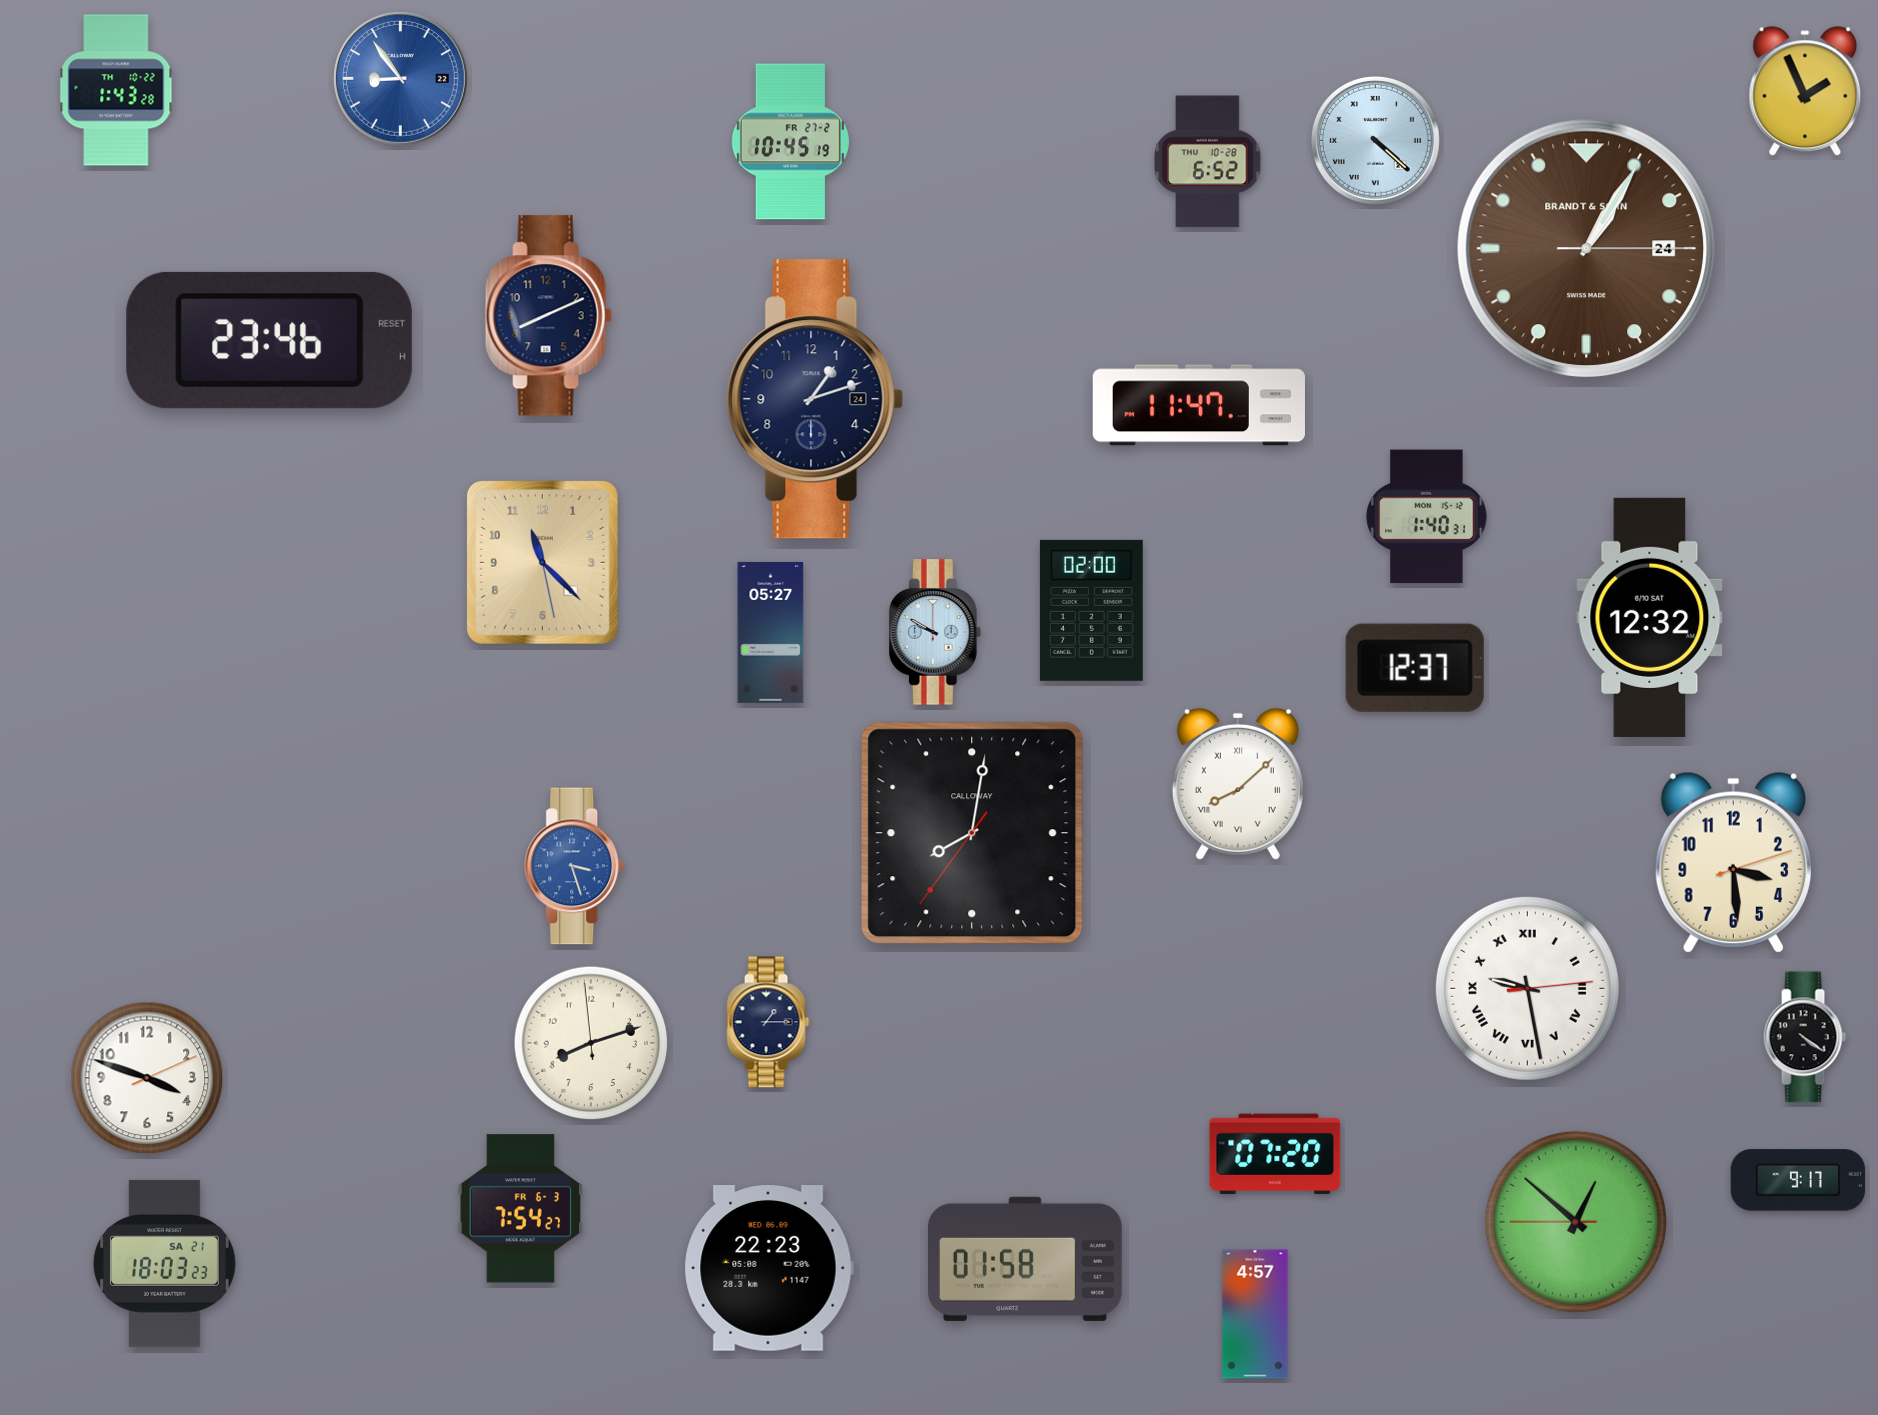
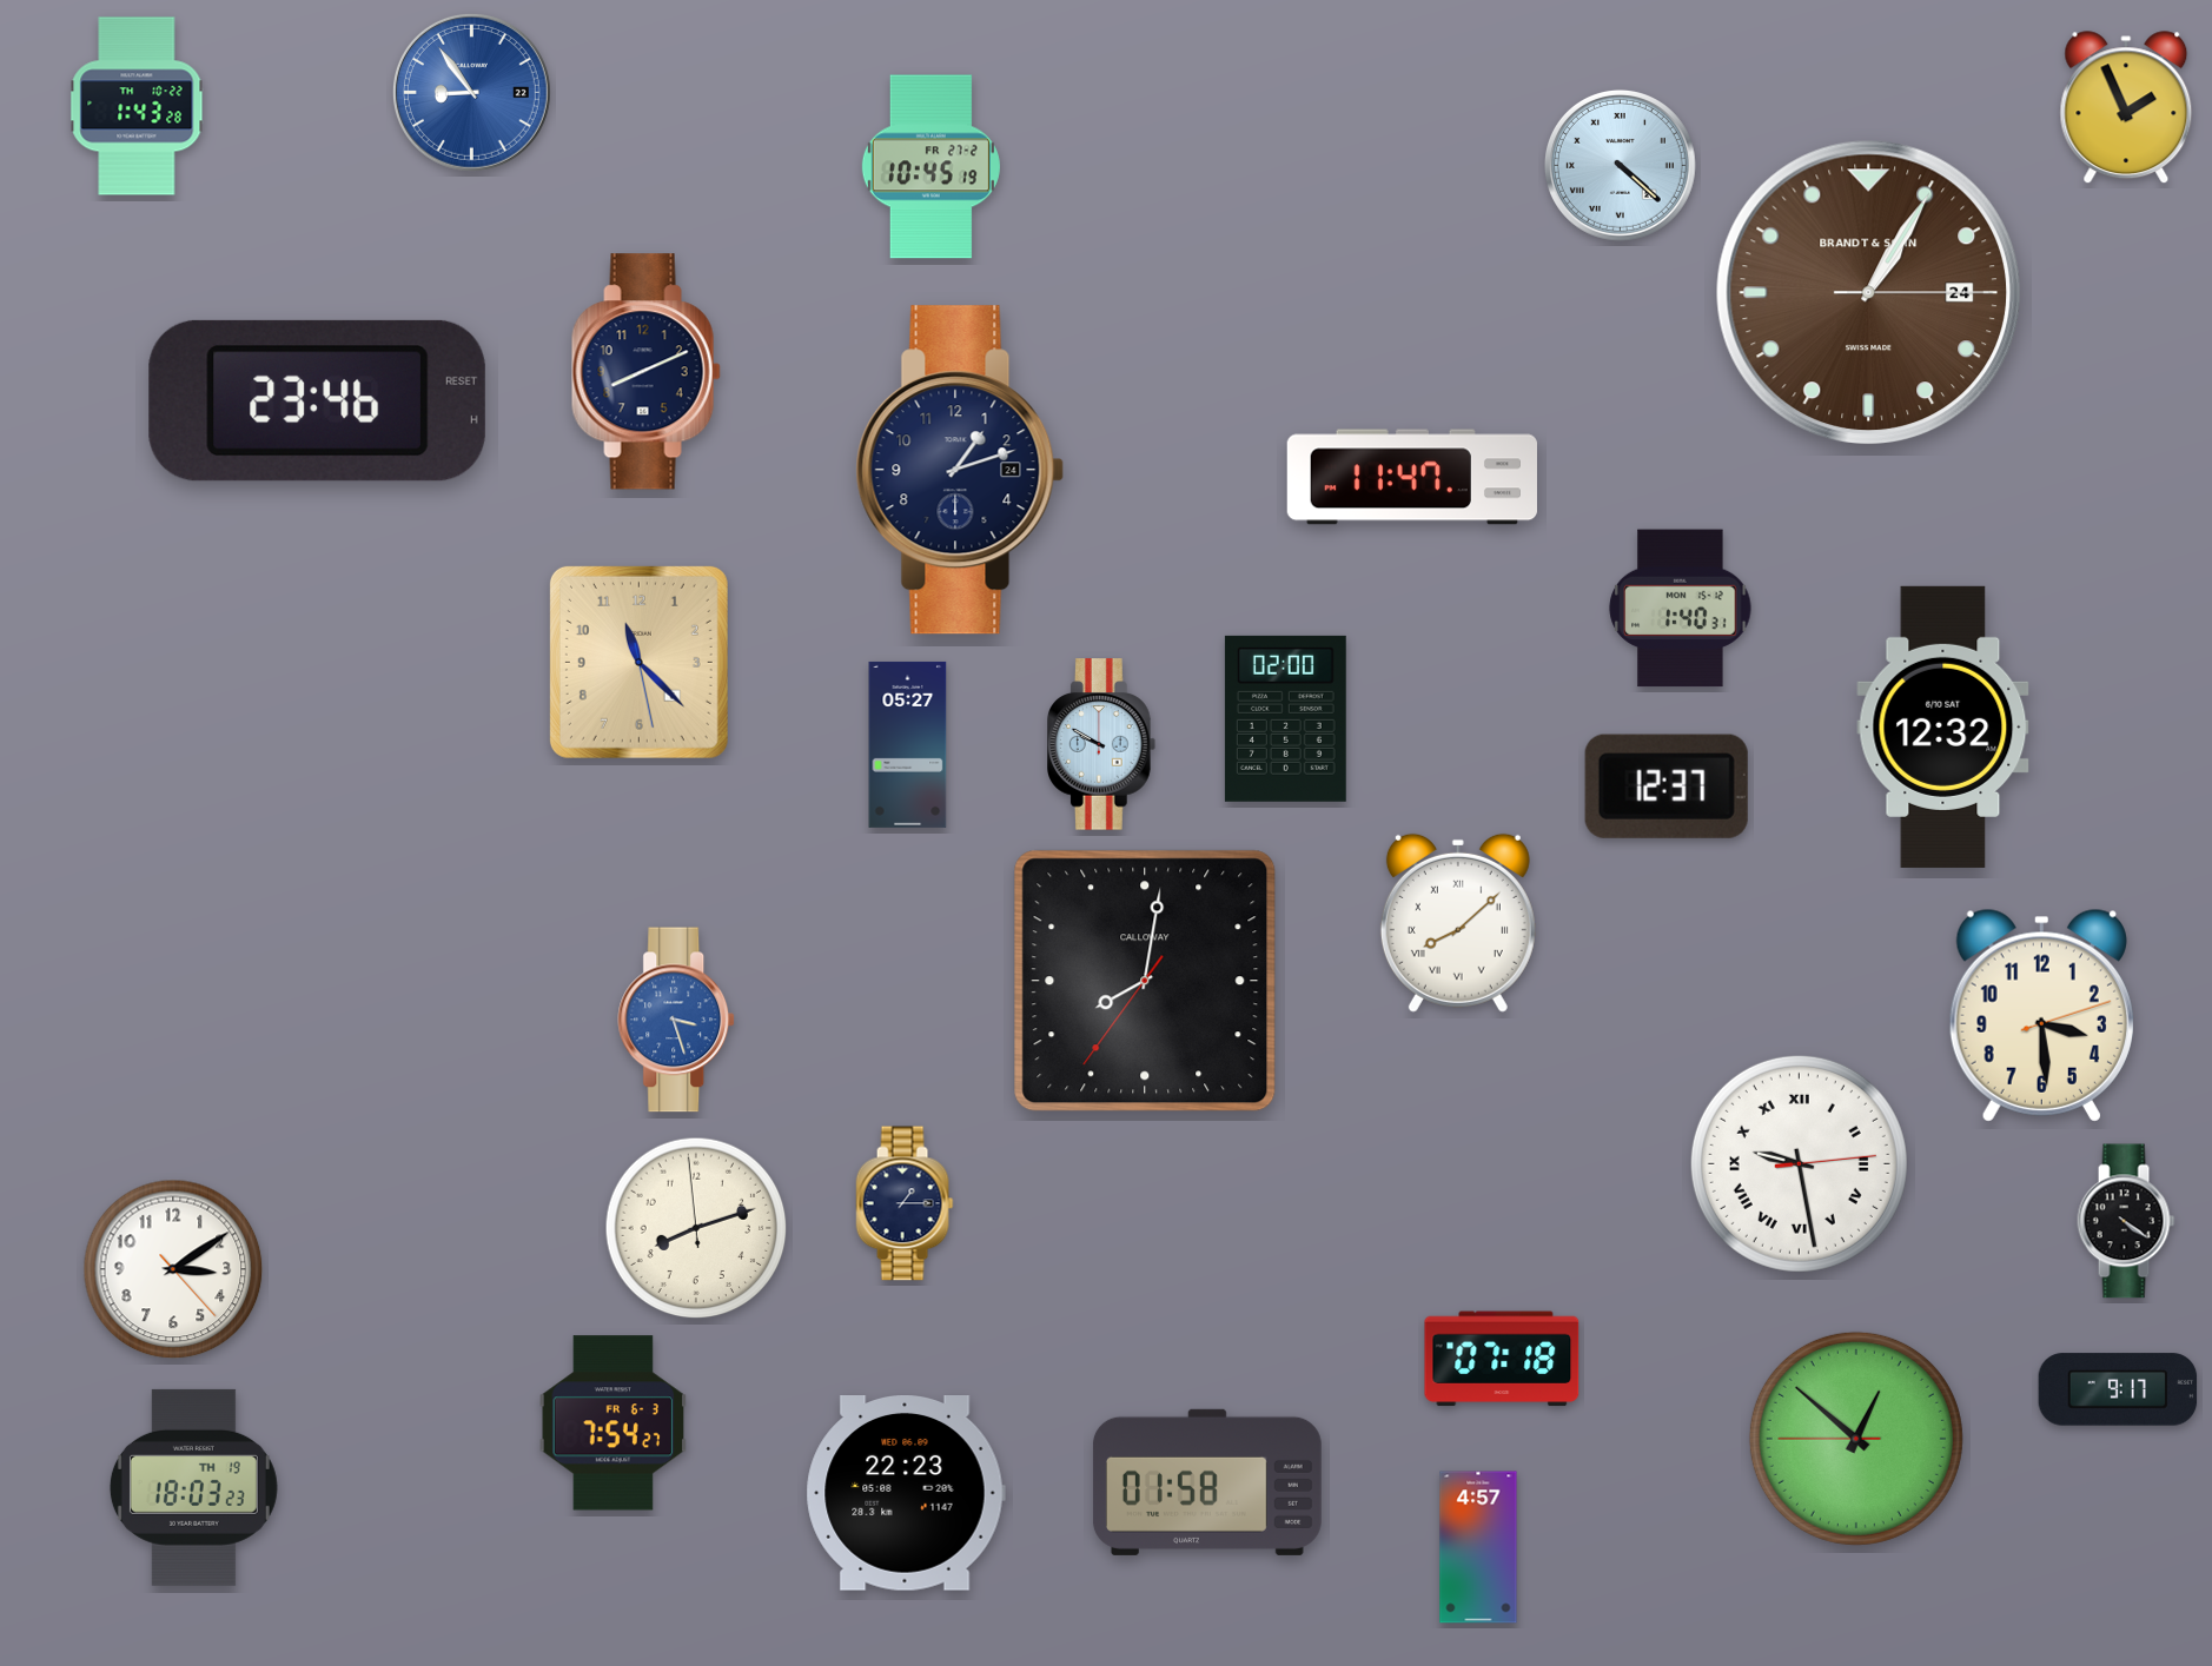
clock at (1208, 162): 6:52 -> none
clock at (147, 1078): 3:48 -> 3:09
clock at (1275, 1154): 07:20 -> 07:18
clock at (164, 1263) date: SA 21 -> TH 19
